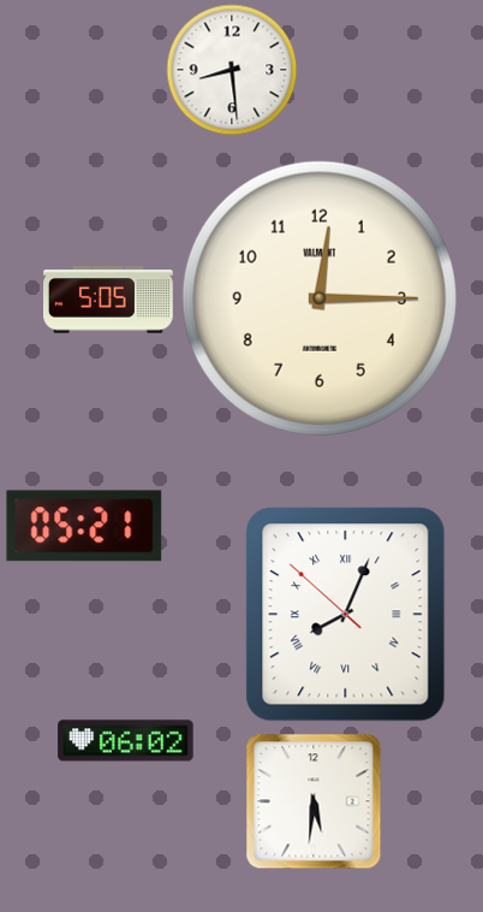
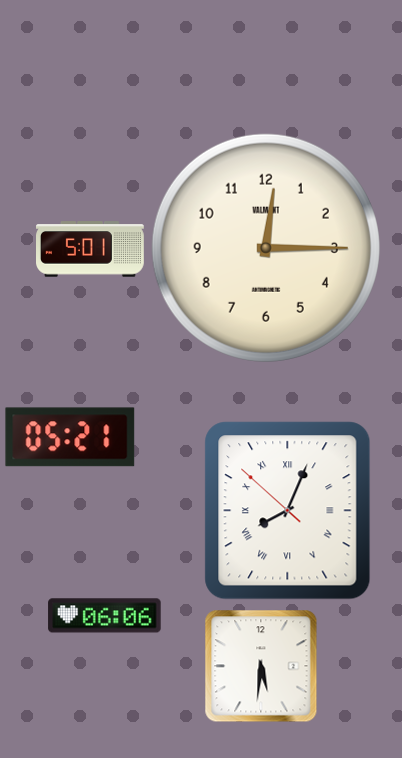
clock at (232, 70): 8:29 -> none
clock at (109, 300): 5:05 -> 5:01
clock at (126, 741): 06:02 -> 06:06
